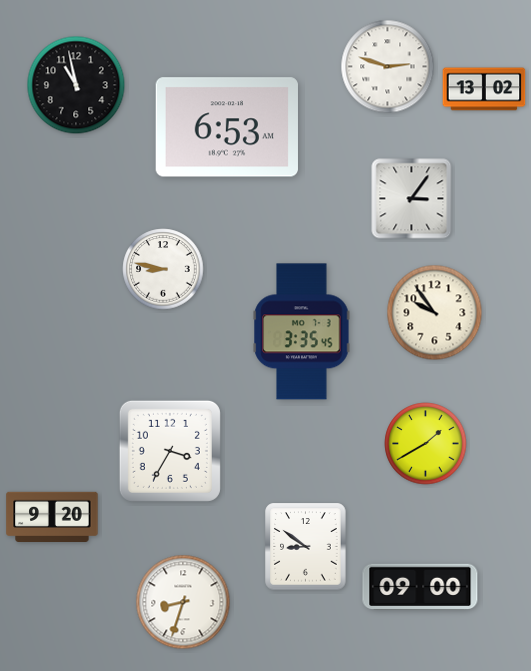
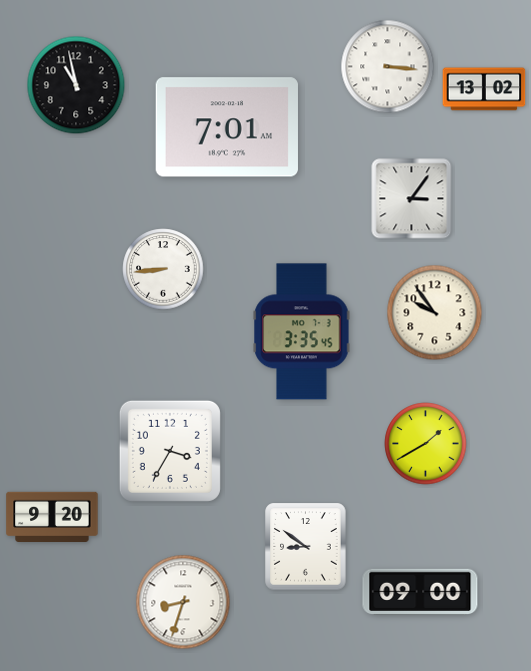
clock at (388, 67): 2:48 -> 3:16
clock at (227, 127): 6:53 -> 7:01
clock at (163, 269): 8:47 -> 8:44
clock at (420, 586) position: (420, 586) -> (420, 591)
